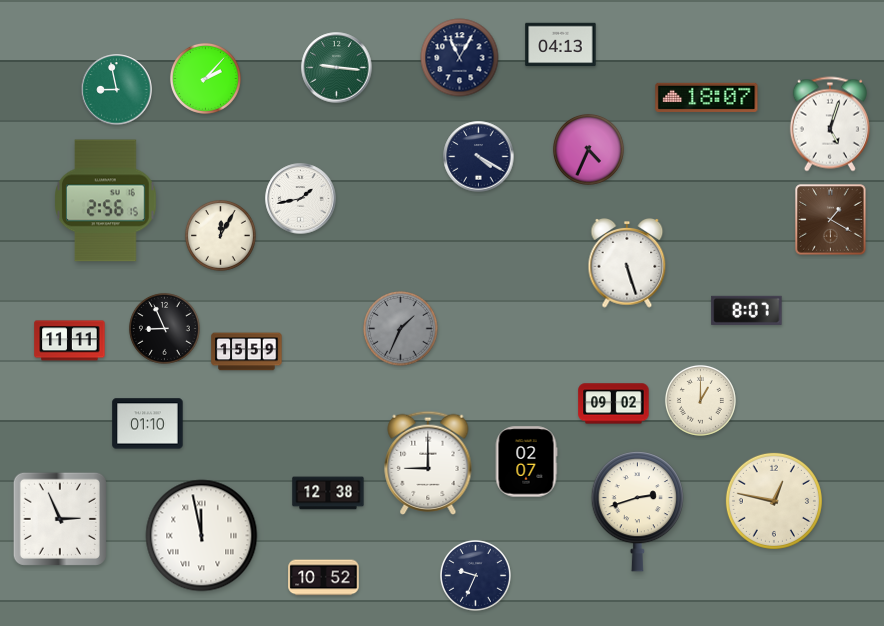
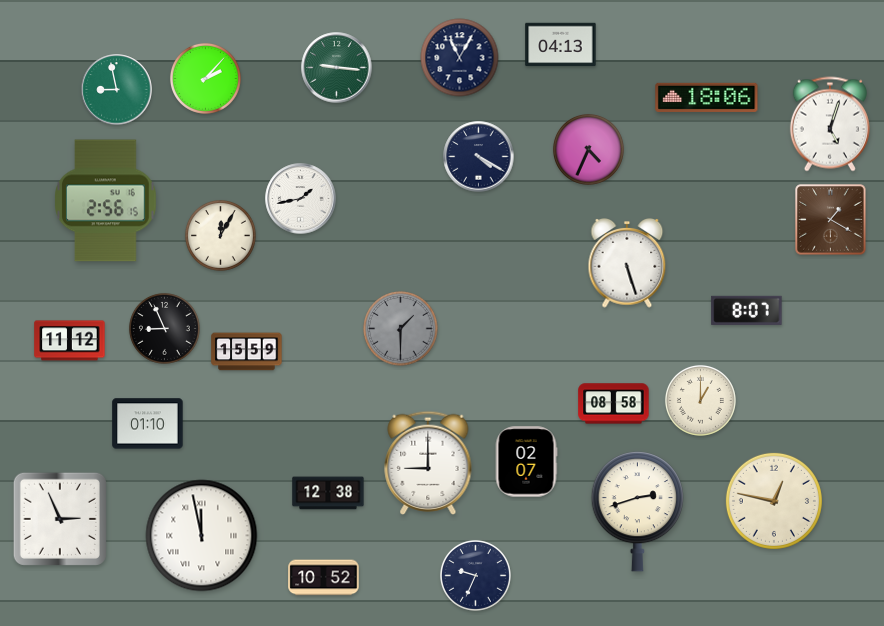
clock at (707, 97): 18:07 -> 18:06
clock at (401, 329): 1:34 -> 1:30
clock at (70, 341): 11:11 -> 11:12
clock at (614, 404): 09:02 -> 08:58
